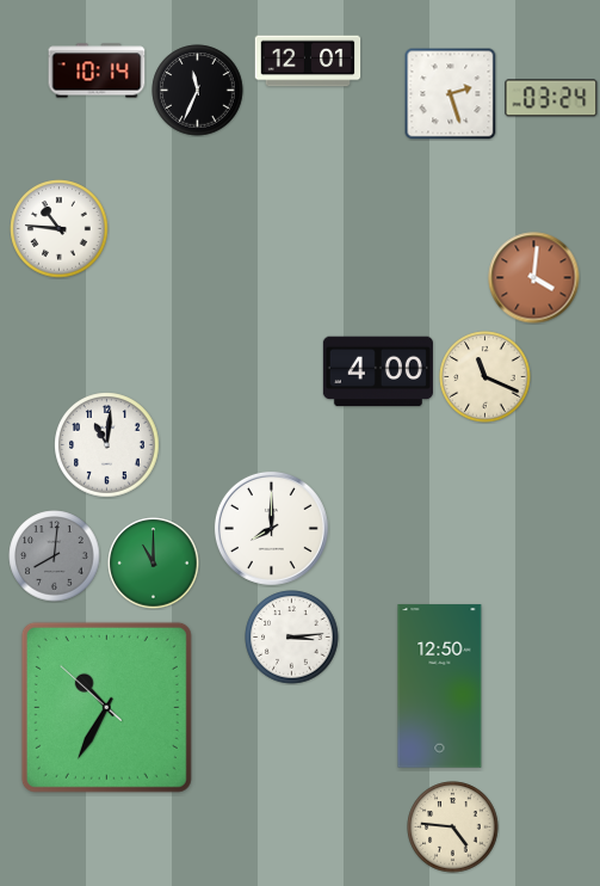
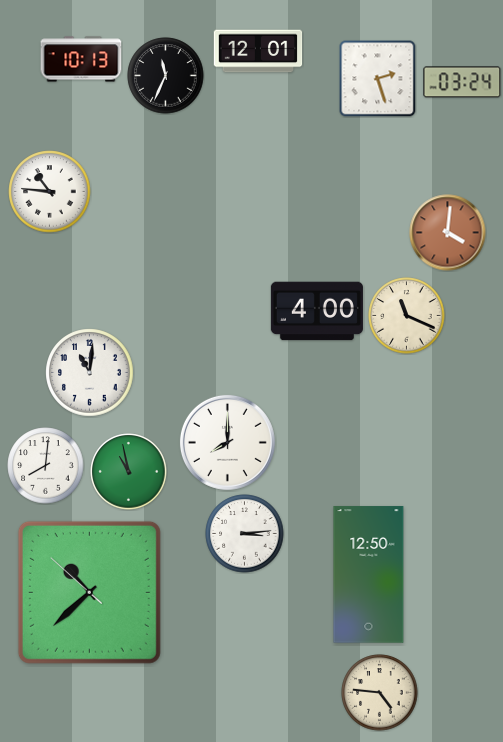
clock at (97, 70): 10:14 -> 10:13
clock at (55, 556) dial: grey -> white
clock at (154, 564): 11:00 -> 10:58
clock at (106, 707): 10:34 -> 10:37
